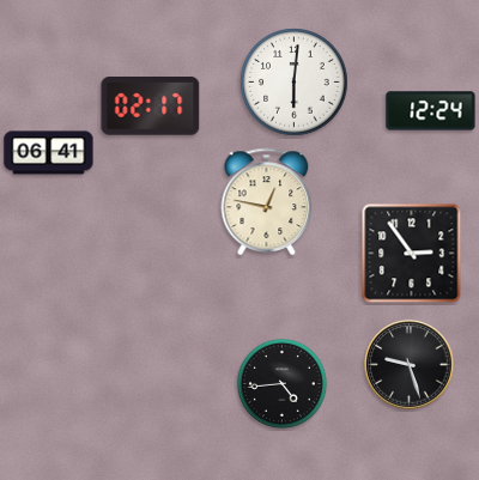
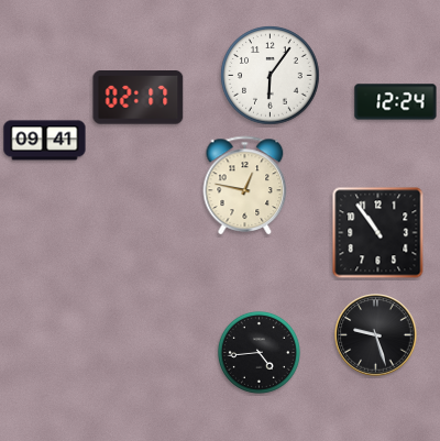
clock at (295, 83): 6:01 -> 6:06
clock at (49, 153): 06:41 -> 09:41
clock at (412, 254): 2:54 -> 10:54
